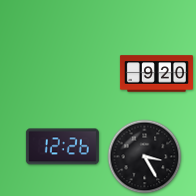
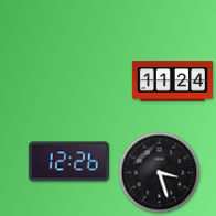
clock at (156, 74): 9:20 -> 11:24
clock at (145, 157): 3:25 -> 3:27
